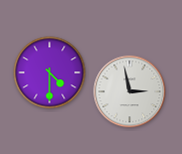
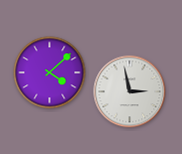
clock at (50, 73): 4:30 -> 4:08
